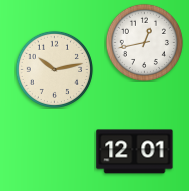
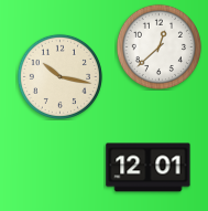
clock at (144, 42): 12:43 -> 12:38
clock at (54, 69): 10:13 -> 10:17
